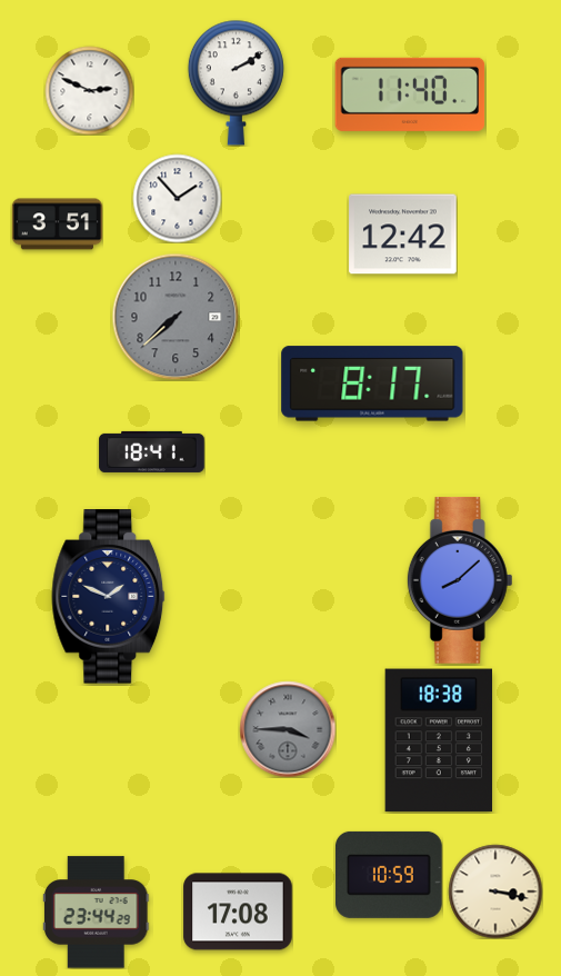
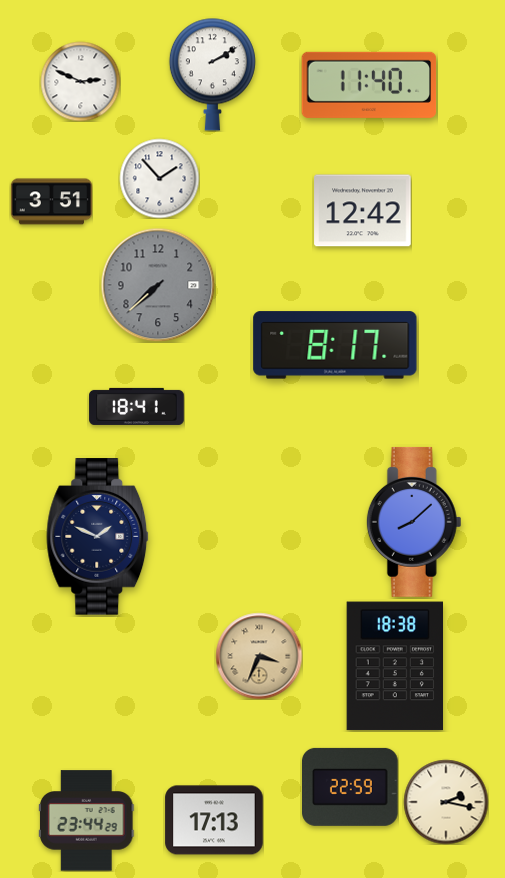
clock at (288, 729): 3:45 -> 3:34
clock at (288, 729) dial: grey -> champagne
clock at (389, 875): 10:59 -> 22:59
clock at (495, 892): 3:17 -> 2:17
clock at (238, 912): 17:08 -> 17:13
